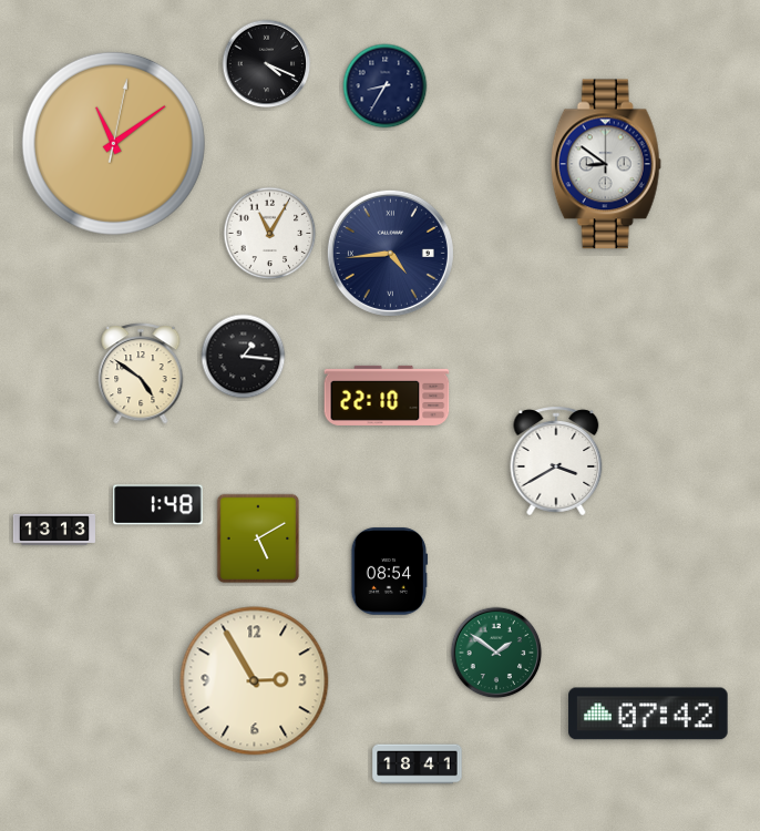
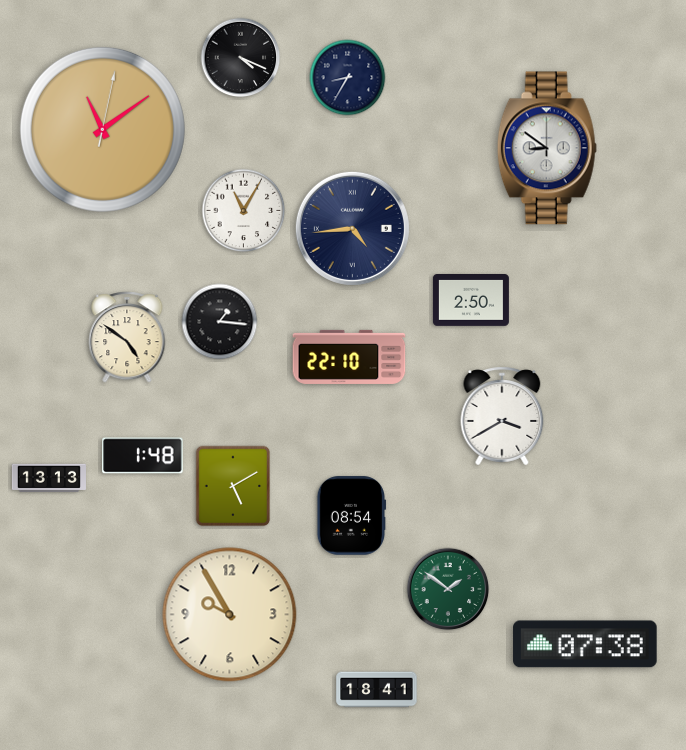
clock at (471, 301): none -> 2:50
clock at (255, 681): 2:55 -> 9:55
clock at (648, 714): 07:42 -> 07:38
